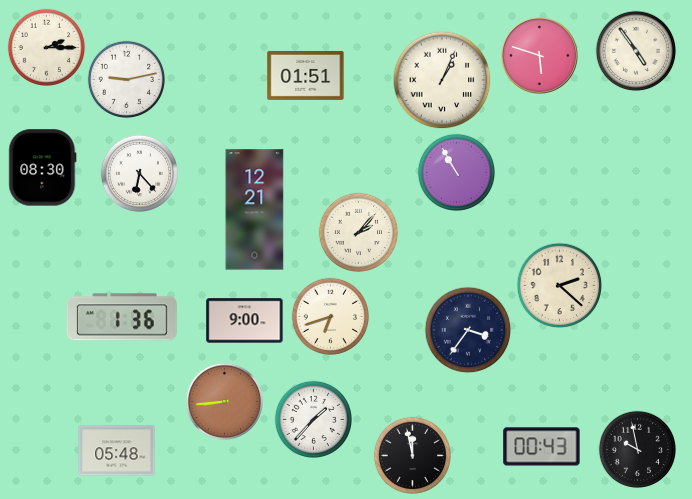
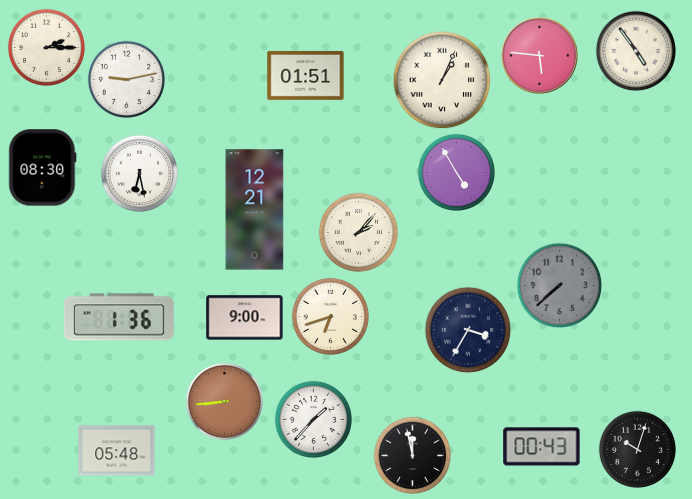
clock at (539, 55): 5:48 -> 5:46
clock at (456, 172): 10:55 -> 4:55
clock at (139, 173): 6:23 -> 6:28
clock at (559, 285): 2:22 -> 7:38
clock at (559, 285) dial: cream -> grey
clock at (122, 317) position: (122, 317) -> (119, 317)
clock at (245, 321) position: (245, 321) -> (245, 318)
clock at (468, 330): 3:36 -> 3:35
clock at (637, 449): 9:58 -> 10:03
